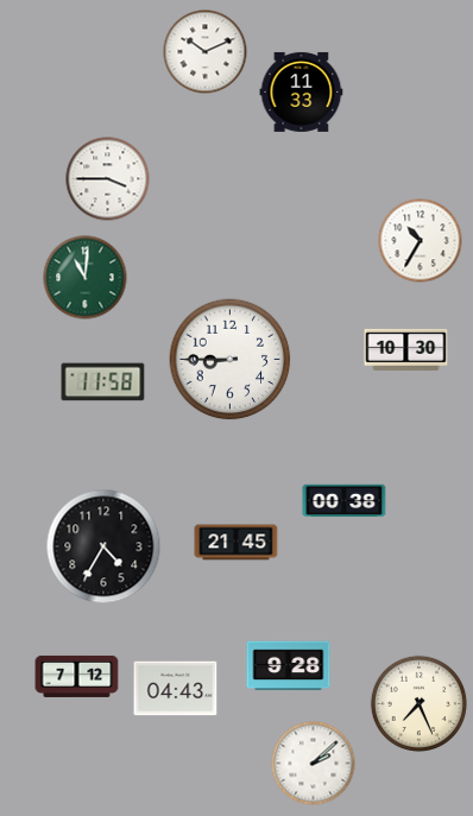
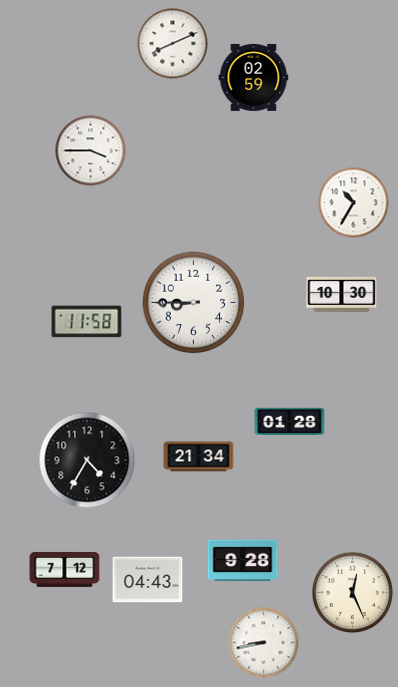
clock at (206, 52): 10:11 -> 8:11
clock at (302, 91): 11:33 -> 02:59
clock at (86, 278): 11:01 -> none
clock at (345, 500): 00:38 -> 01:28
clock at (236, 543): 21:45 -> 21:34
clock at (418, 703): 7:26 -> 12:26
clock at (314, 764): 2:08 -> 8:43
